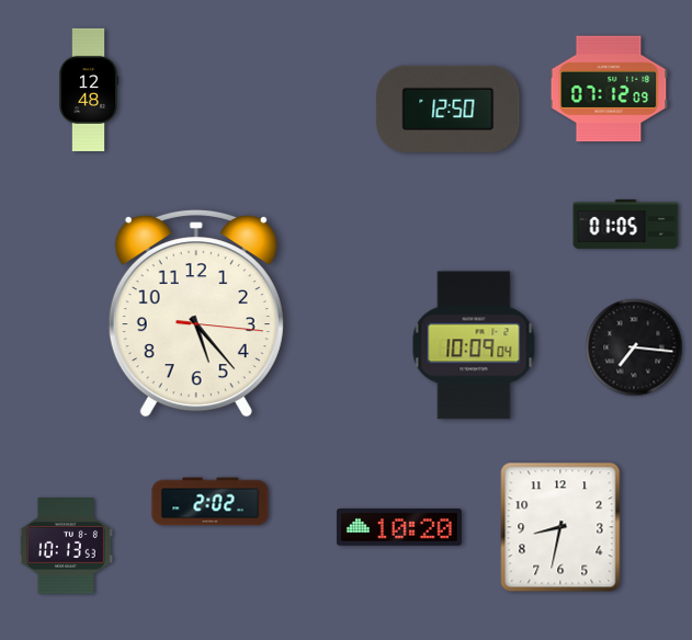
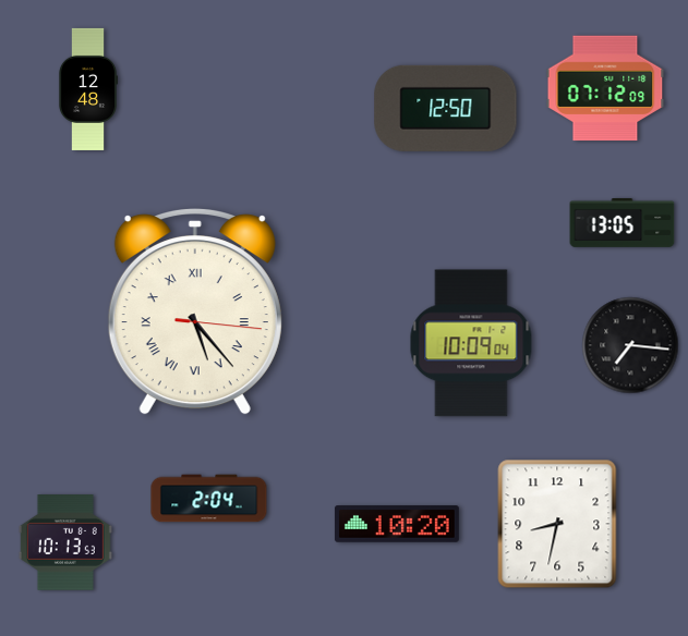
clock at (626, 224): 01:05 -> 13:05
clock at (196, 315) numerals: Arabic -> Roman
clock at (211, 502): 2:02 -> 2:04
